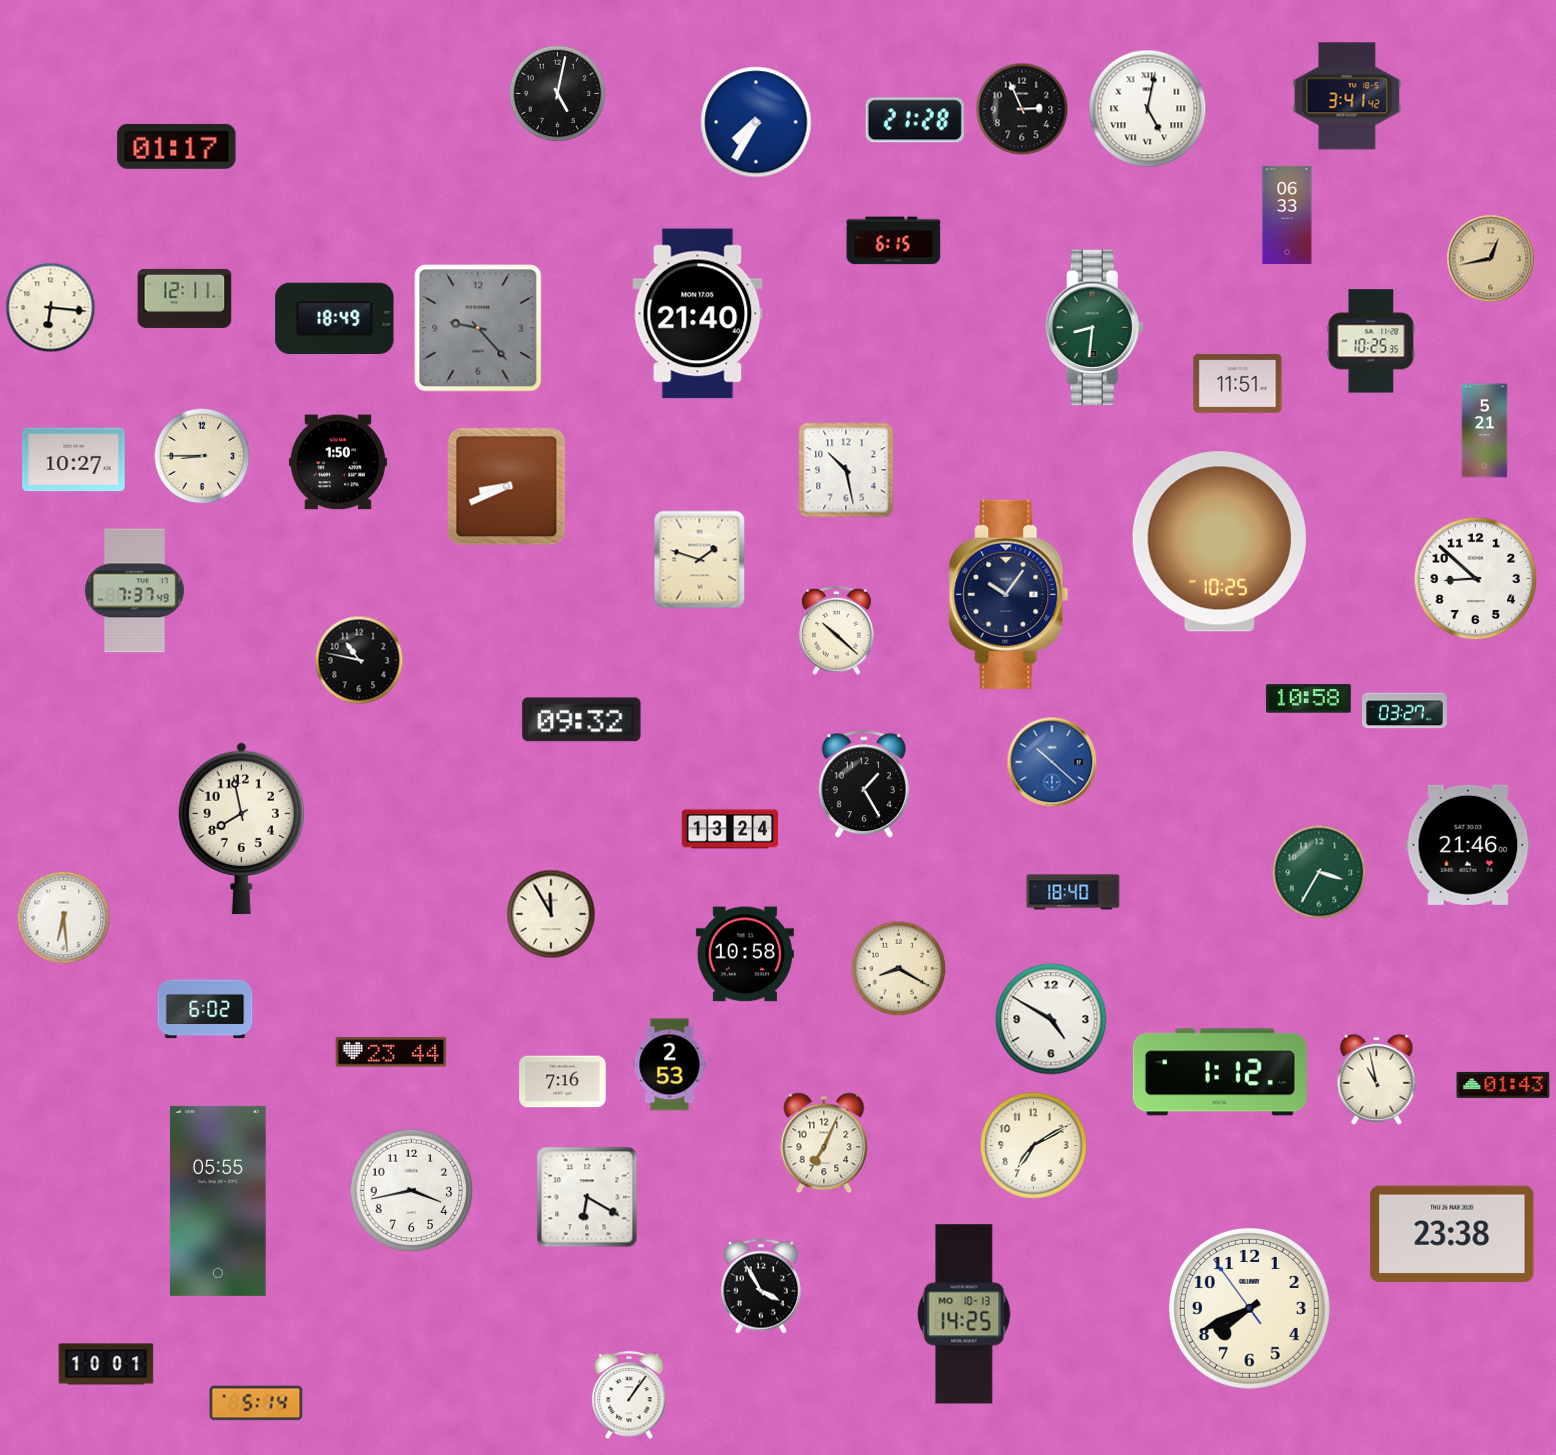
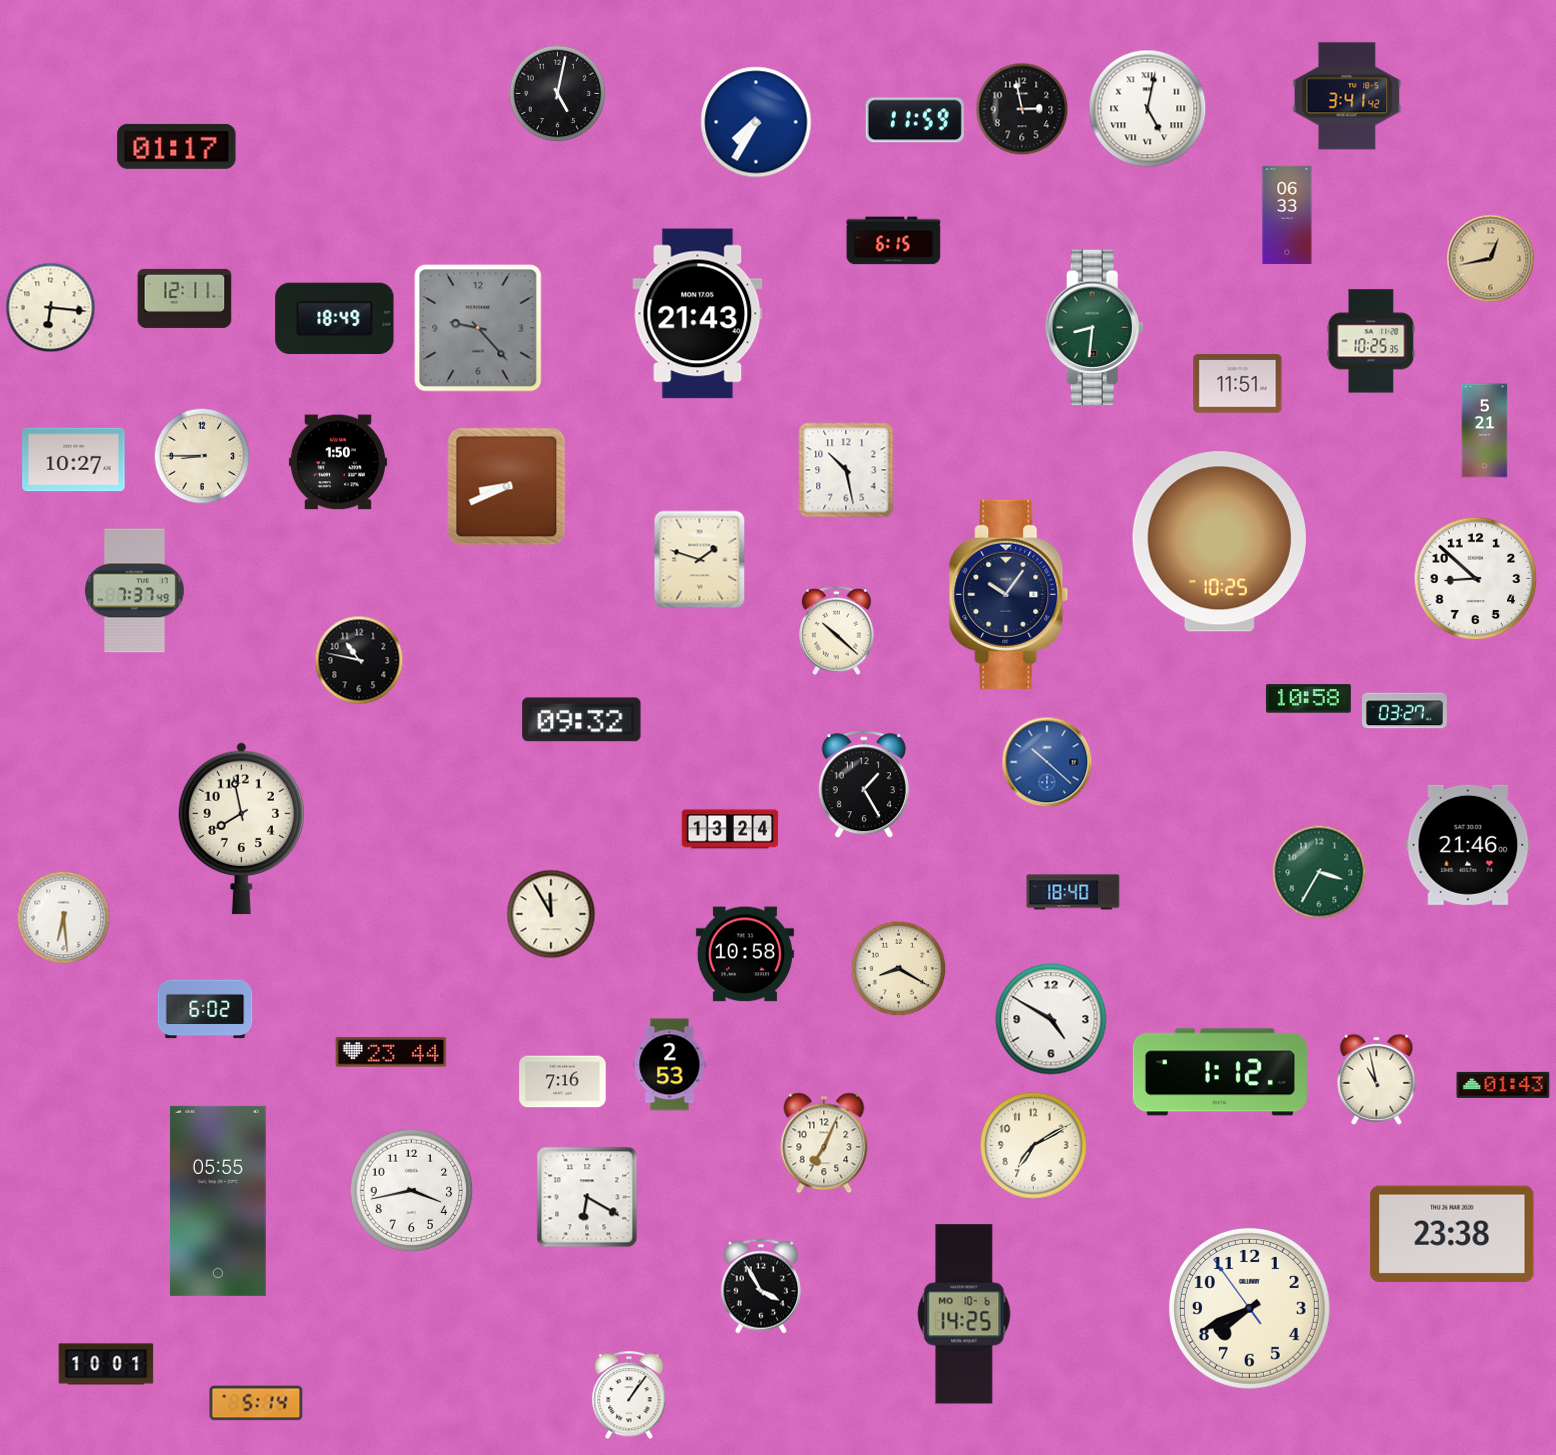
clock at (1022, 109): 2:56 -> 2:58
clock at (915, 120): 21:28 -> 11:59
clock at (698, 314): 21:40 -> 21:43
clock at (1052, 762) position: (1052, 762) -> (1047, 762)
clock at (964, 1314) date: MO 10-13 -> MO 10-6
